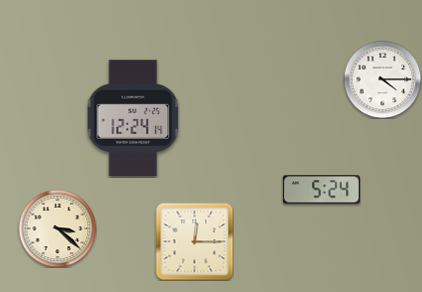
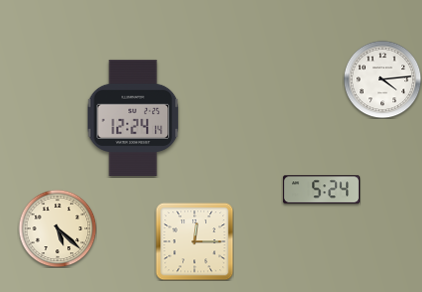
clock at (382, 79): 4:15 -> 4:14
clock at (57, 228): 3:22 -> 5:22
